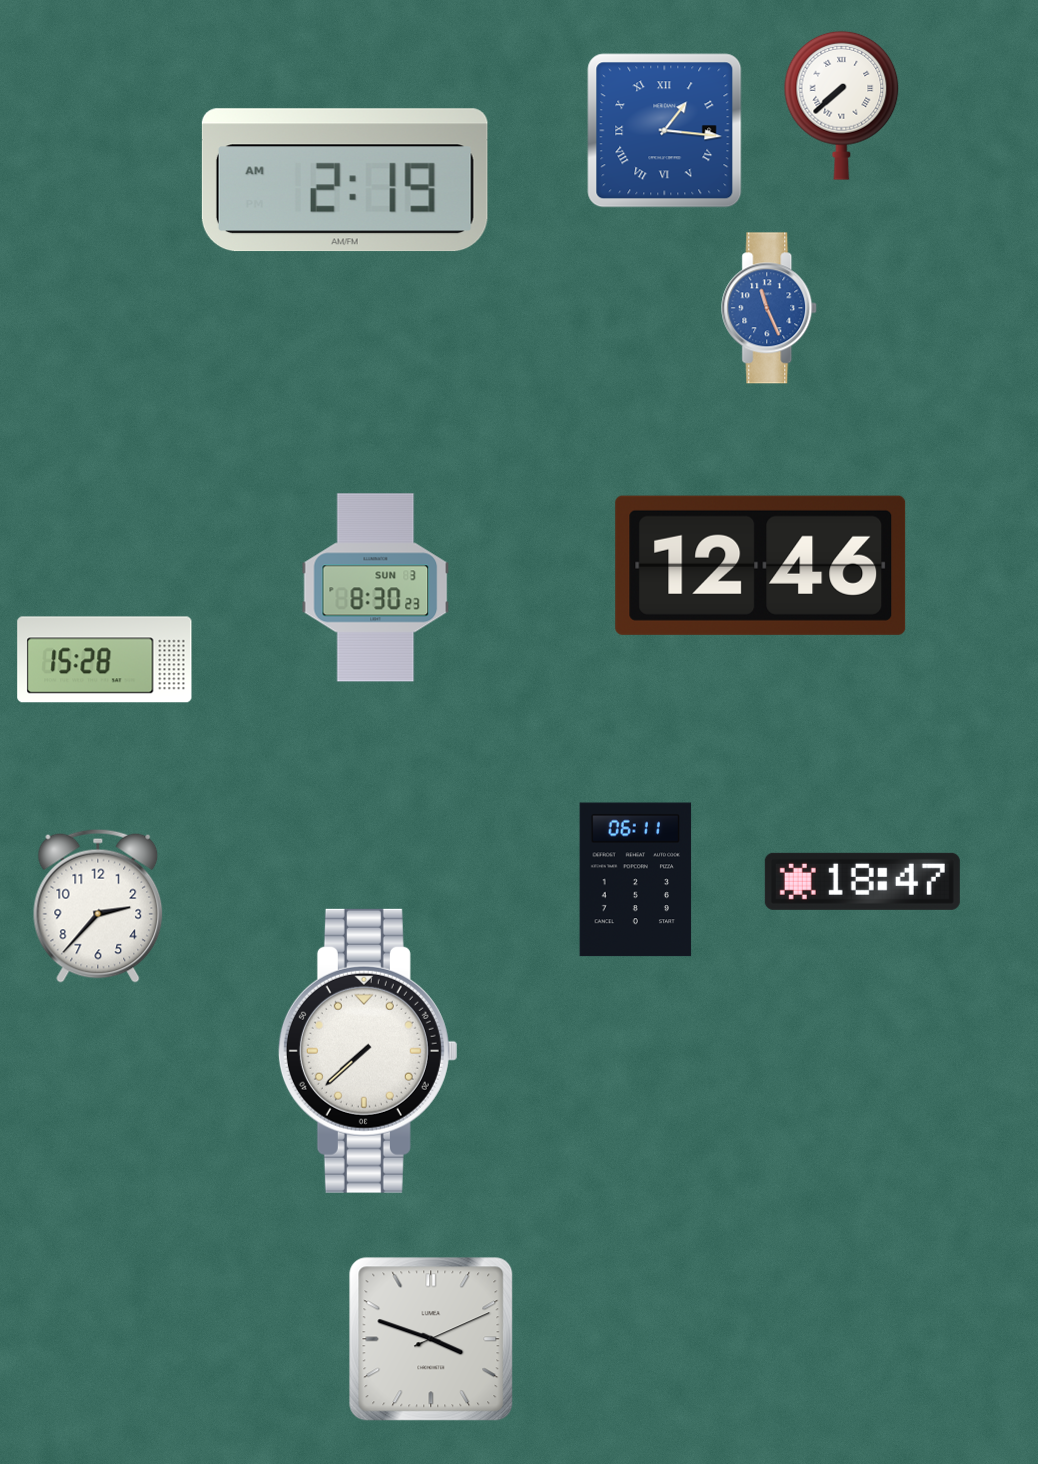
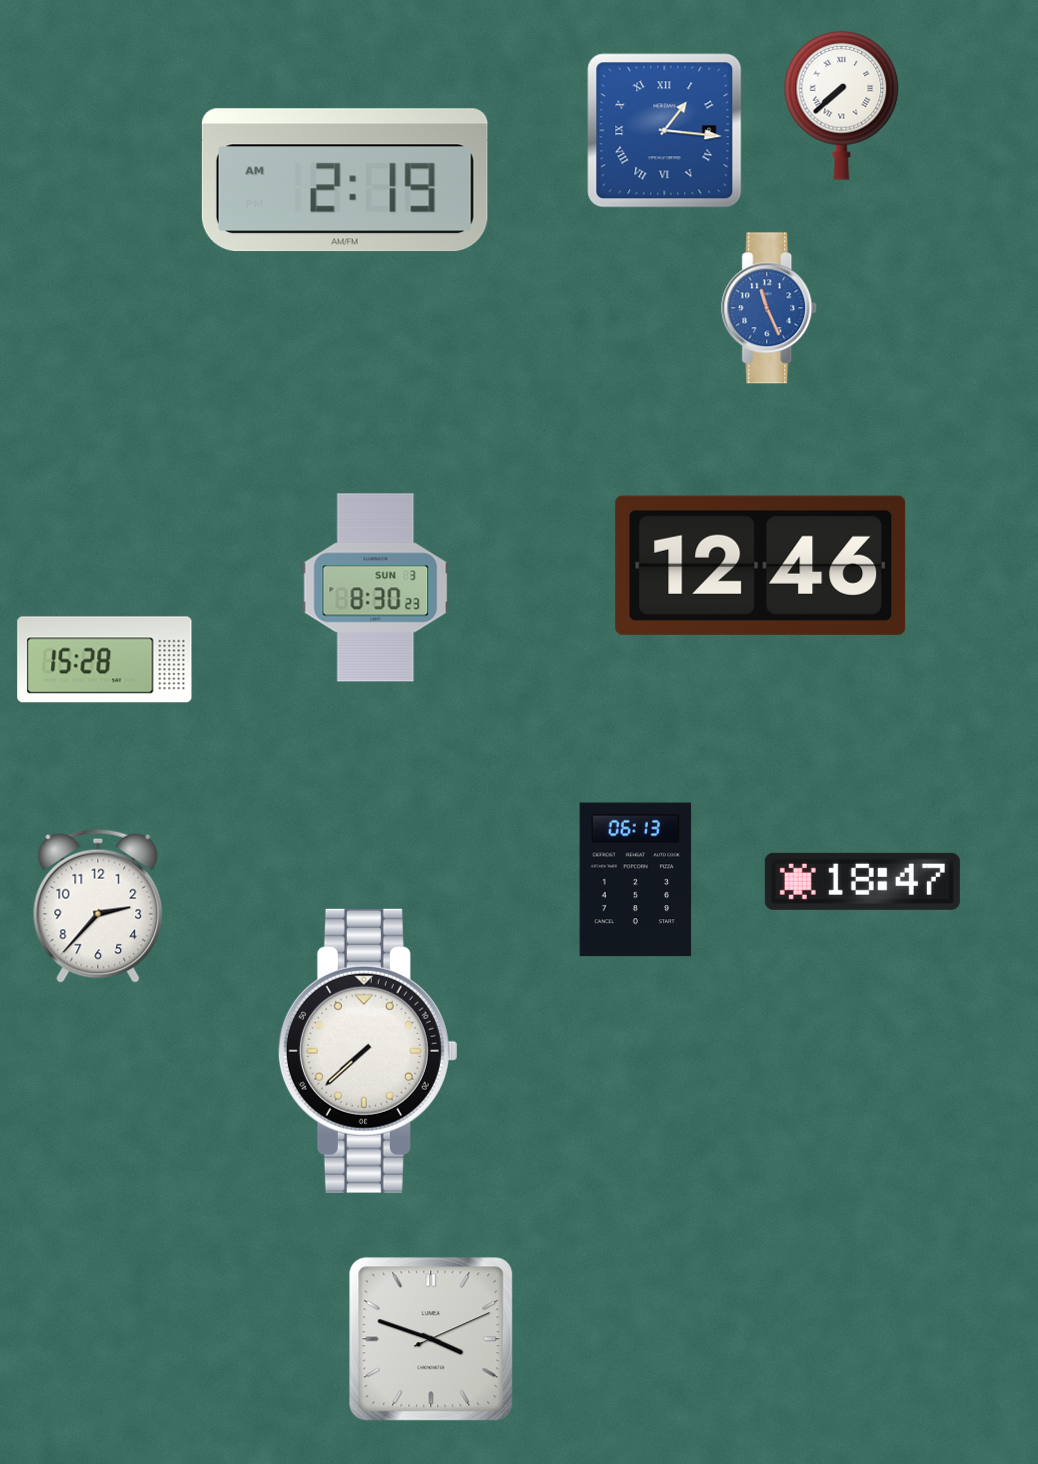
clock at (636, 880): 06:11 -> 06:13
